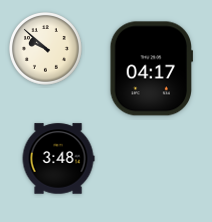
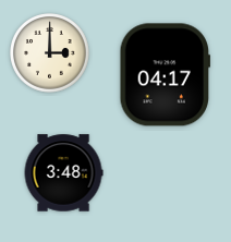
clock at (46, 49): 9:52 -> 3:00
